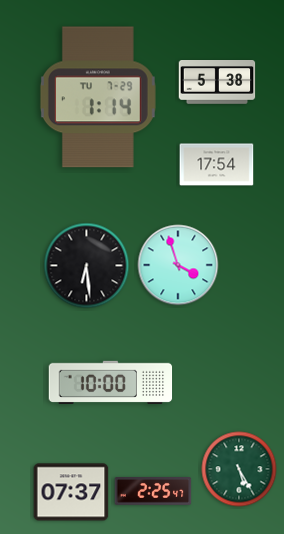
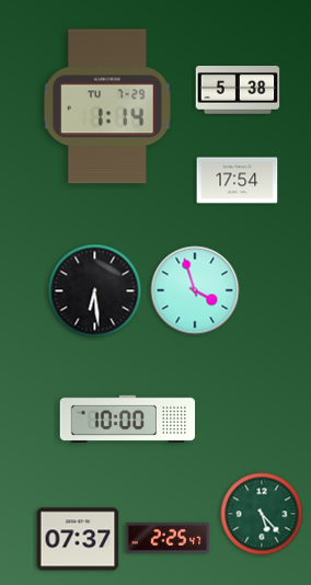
clock at (111, 382) position: (111, 382) -> (128, 418)
clock at (239, 469): 5:25 -> 5:23
